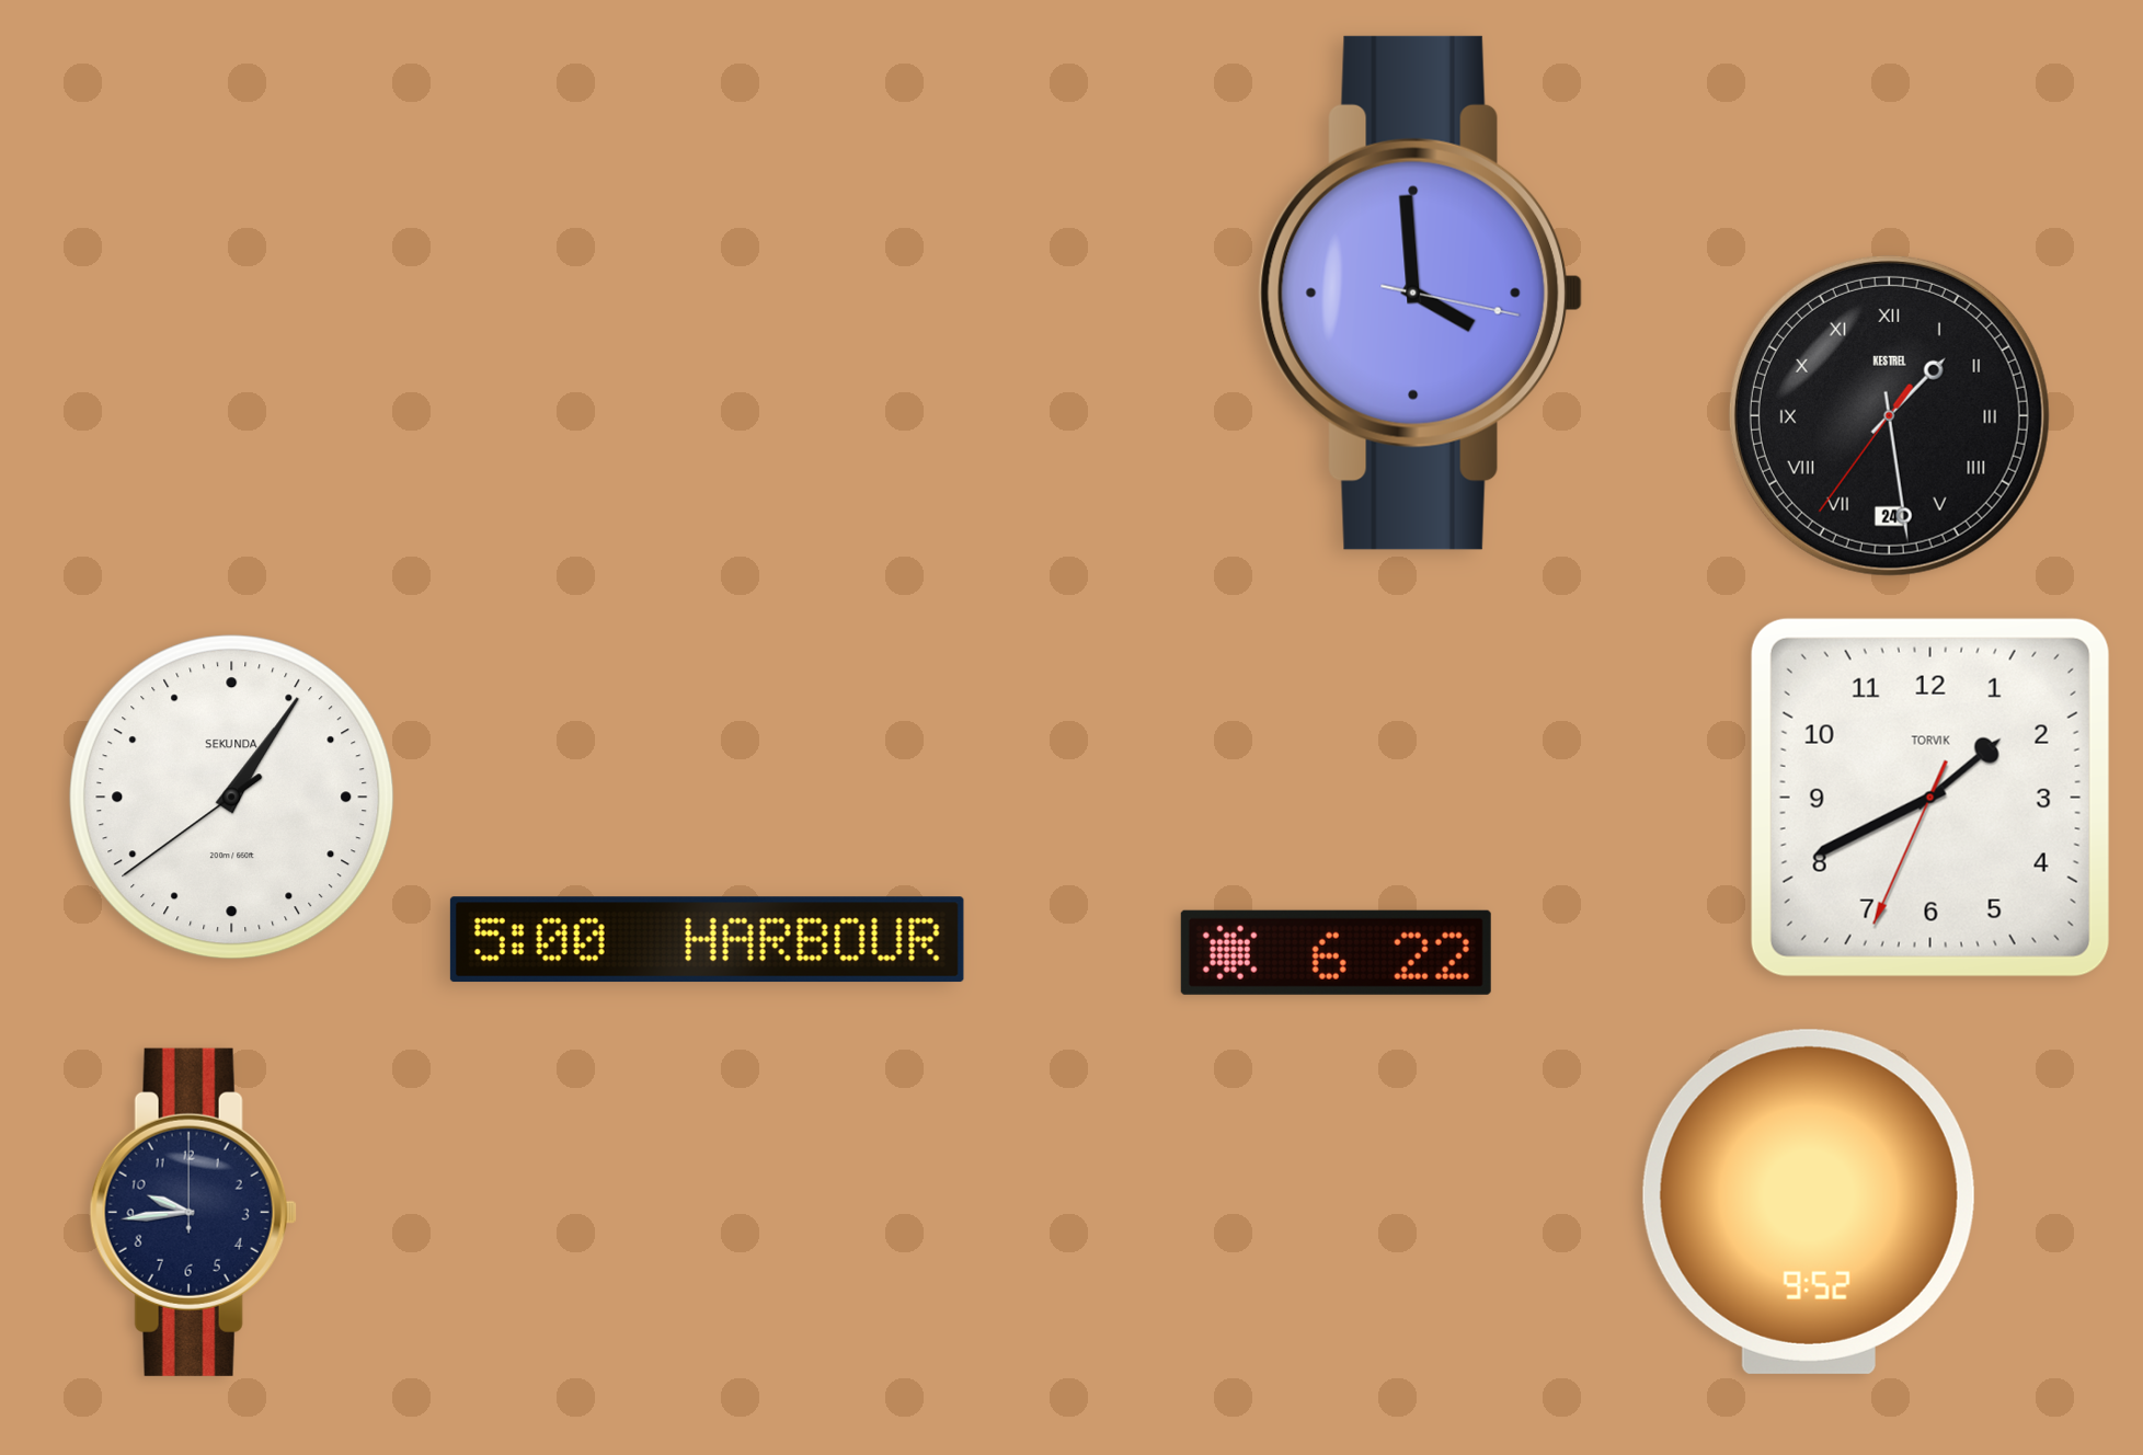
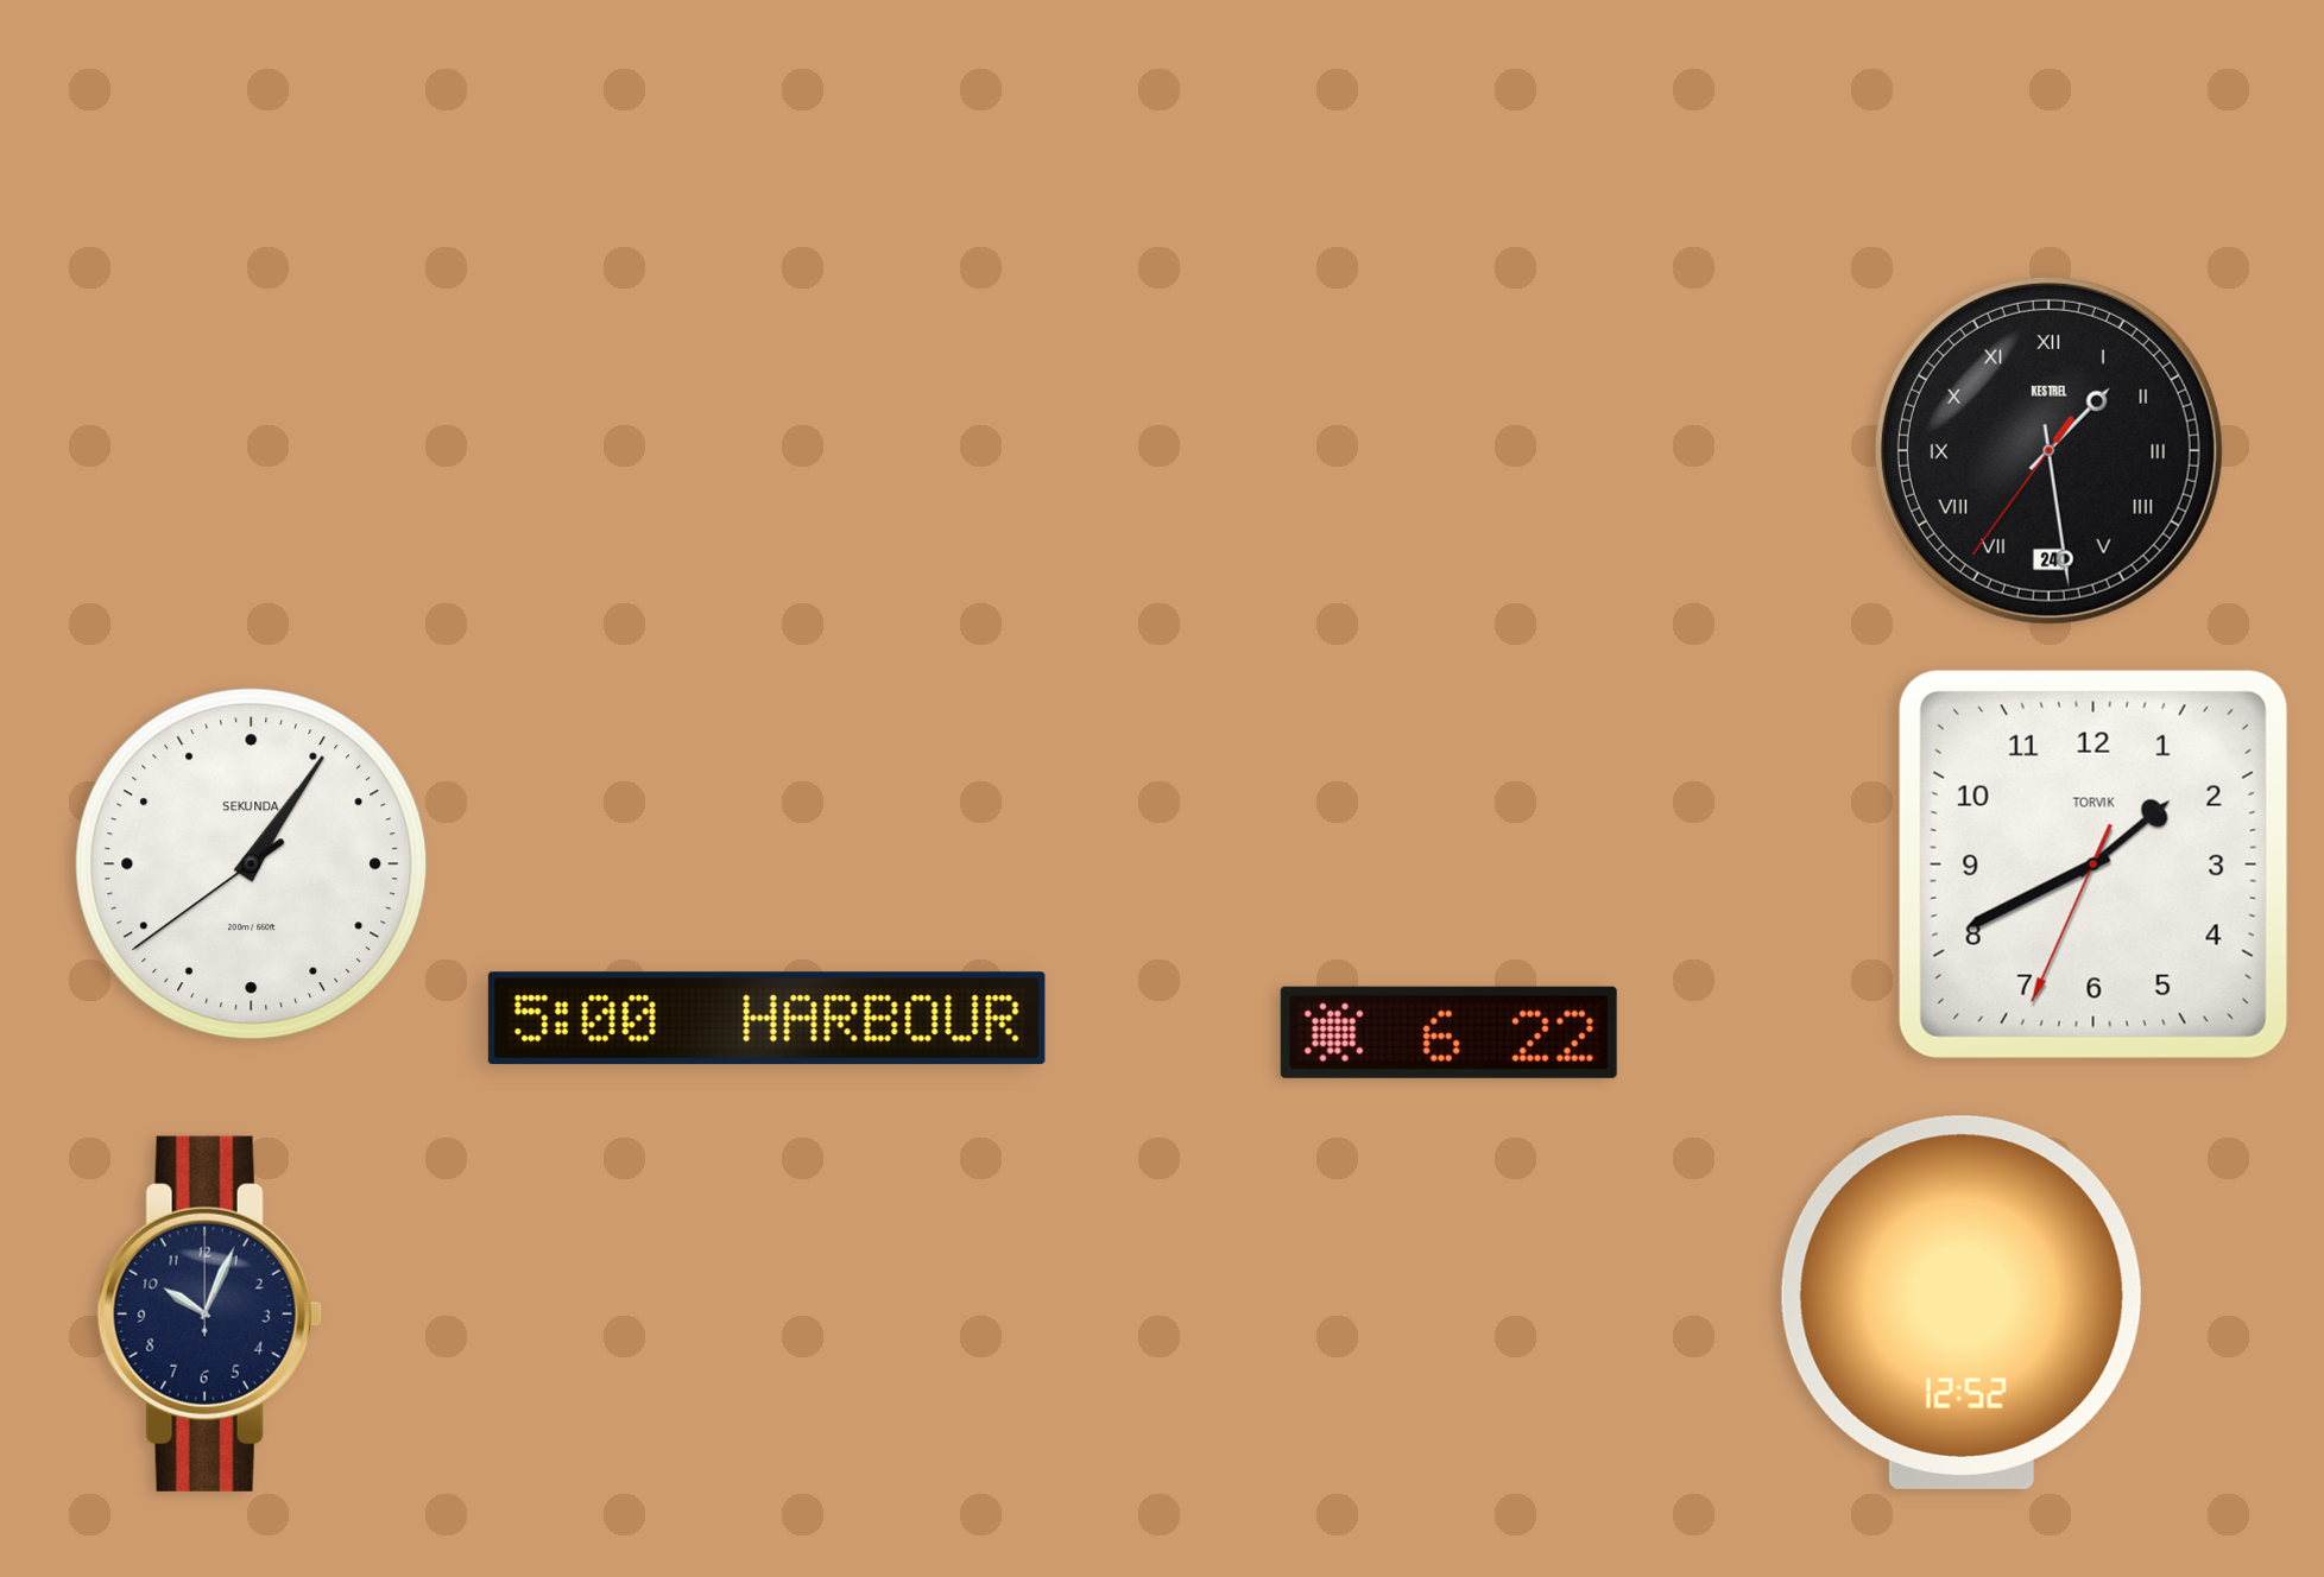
clock at (1420, 293): 3:59 -> none
clock at (1809, 1202): 9:52 -> 12:52
clock at (193, 1212): 9:44 -> 10:04
